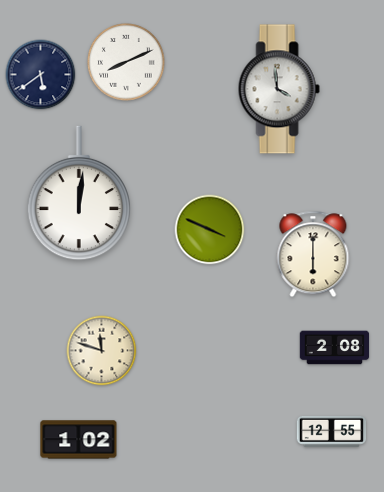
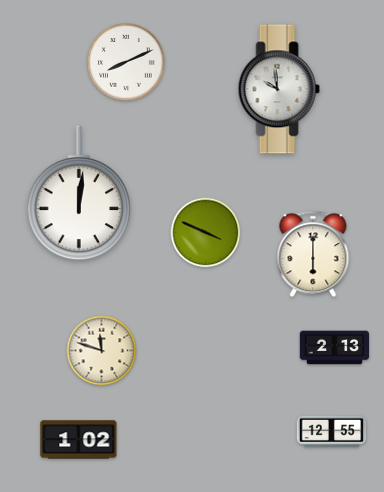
clock at (41, 75): 5:39 -> none
clock at (279, 89): 3:59 -> 9:59
clock at (210, 230) position: (210, 230) -> (206, 233)
clock at (335, 348): 2:08 -> 2:13
